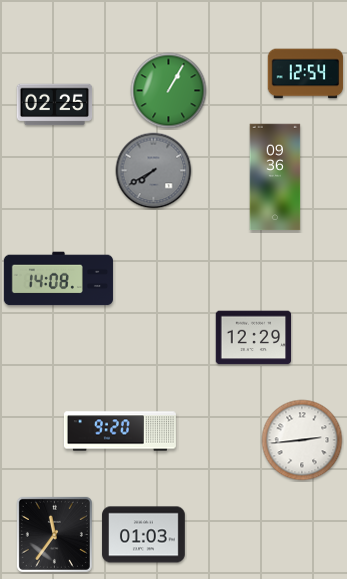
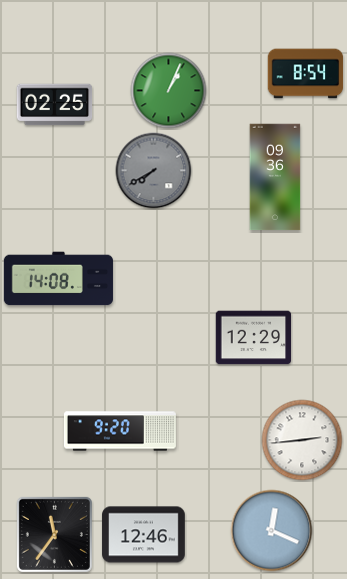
clock at (306, 74): 12:54 -> 8:54
clock at (169, 91): 1:05 -> 1:04
clock at (272, 531): none -> 12:19
clock at (144, 535): 01:03 -> 12:46
